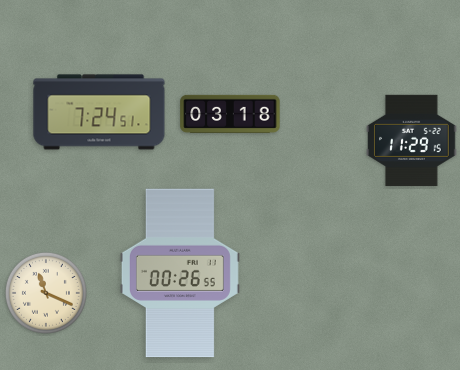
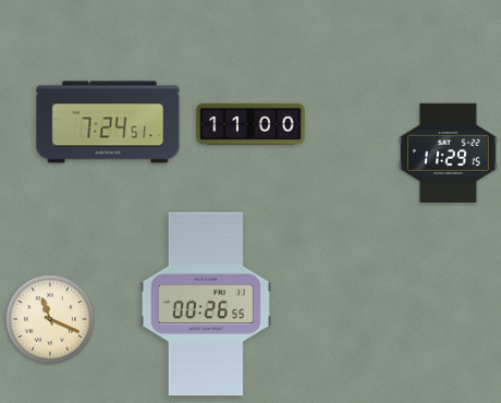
clock at (230, 114): 03:18 -> 11:00
clock at (180, 273) position: (180, 273) -> (206, 304)
